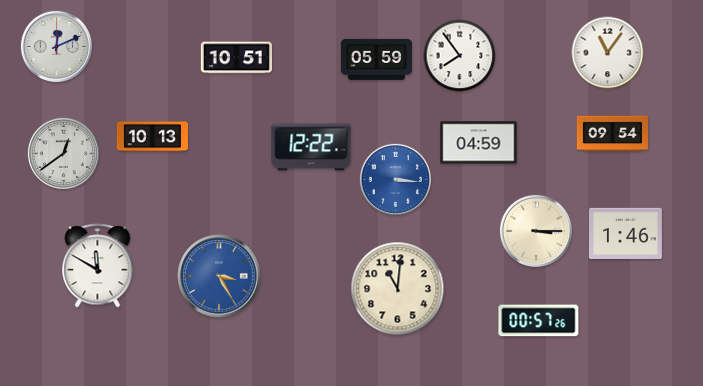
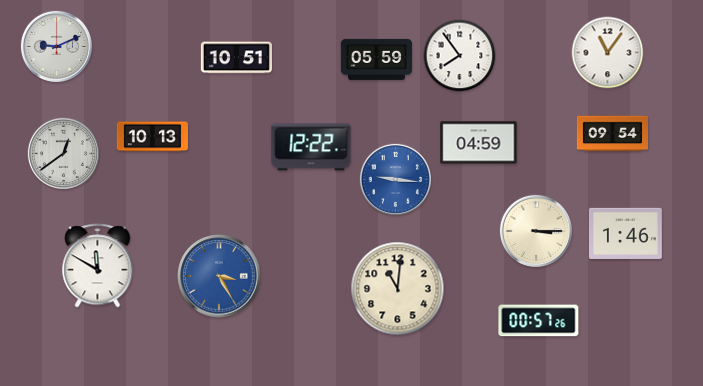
clock at (56, 46): 12:11 -> 9:11
clock at (395, 179): 3:16 -> 9:16
